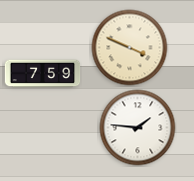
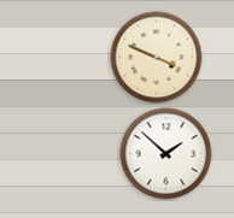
clock at (43, 74): 7:59 -> none
clock at (138, 128): 1:46 -> 1:52
